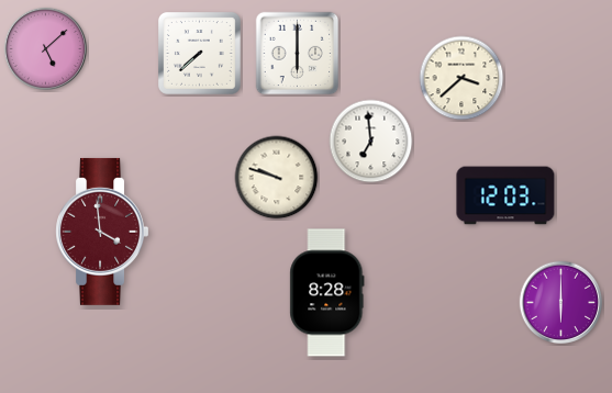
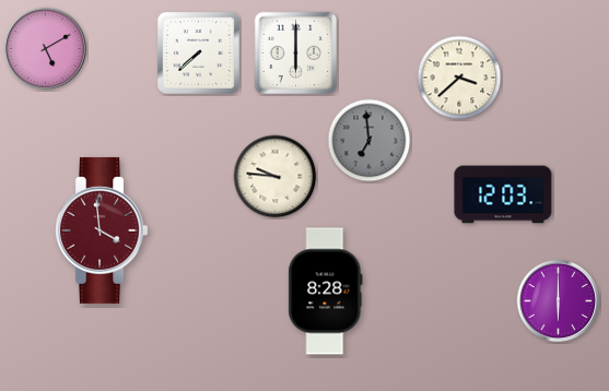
clock at (46, 49): 5:08 -> 5:10
clock at (371, 142) dial: white -> grey
clock at (277, 178): 9:48 -> 9:46
